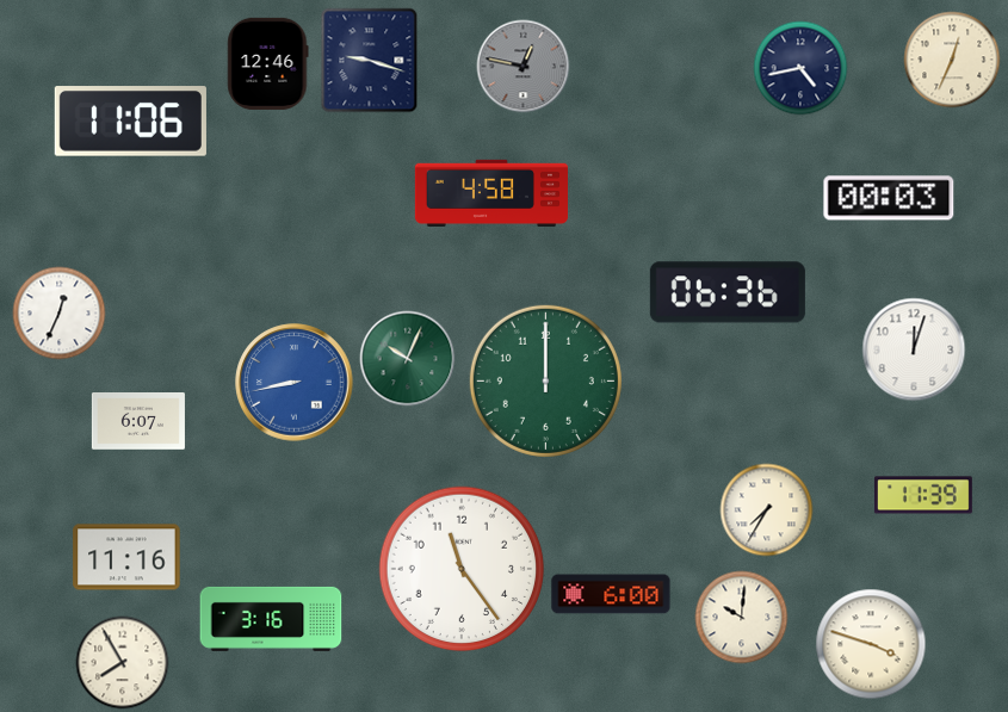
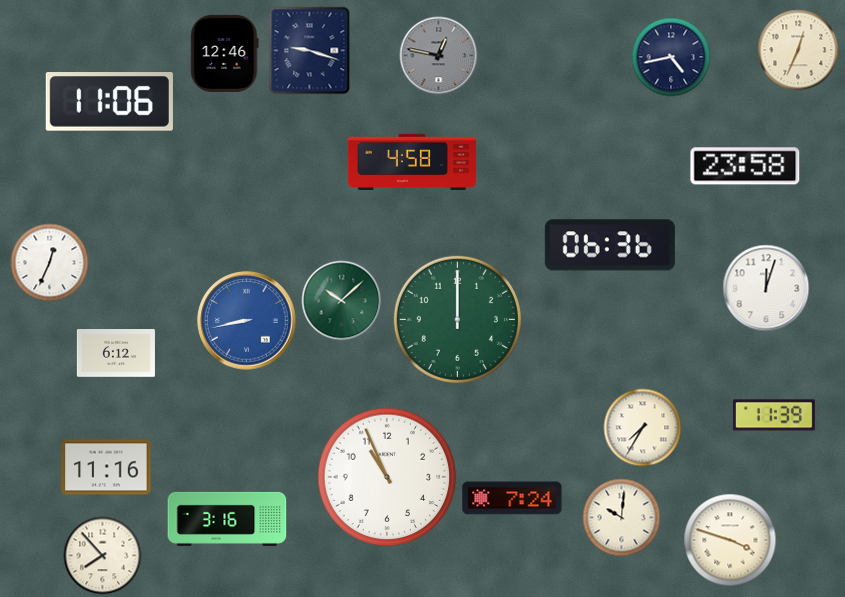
clock at (889, 198): 00:03 -> 23:58
clock at (914, 349) position: (914, 349) -> (766, 288)
clock at (407, 358): 10:04 -> 10:08
clock at (138, 421): 6:07 -> 6:12
clock at (462, 569): 11:24 -> 10:56
clock at (611, 594): 6:00 -> 7:24
clock at (122, 662): 7:55 -> 7:53
